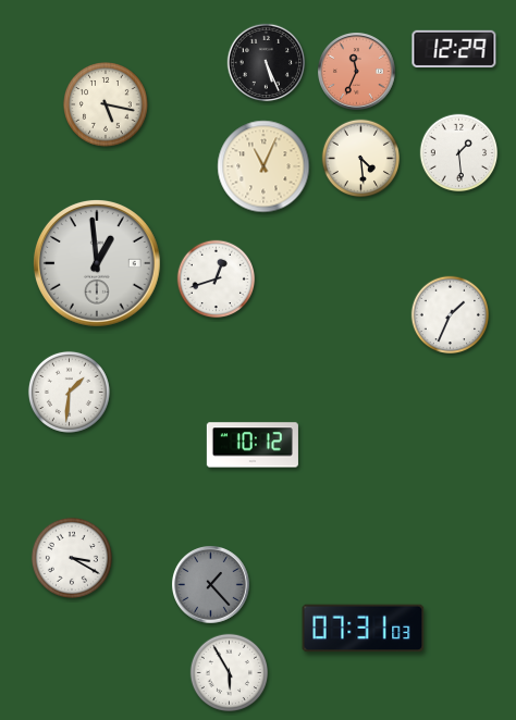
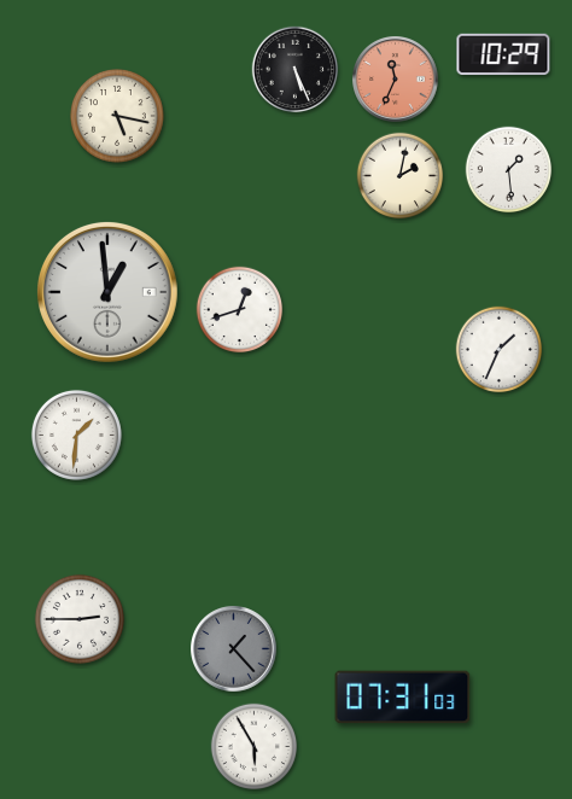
clock at (454, 48): 12:29 -> 10:29
clock at (361, 159): 4:29 -> 2:02
clock at (263, 166): 11:04 -> none
clock at (253, 445): 10:12 -> none
clock at (72, 558): 3:20 -> 2:45
